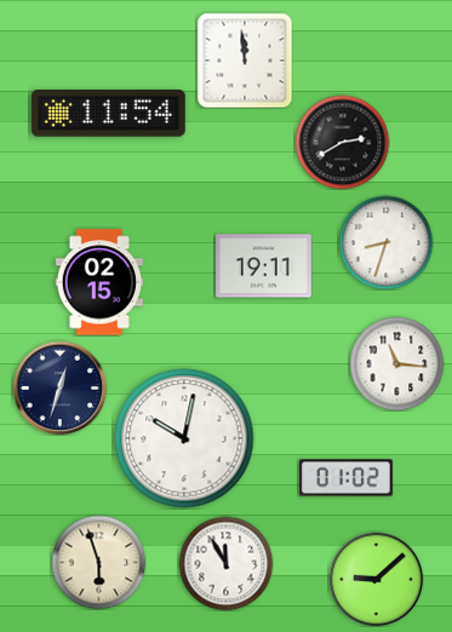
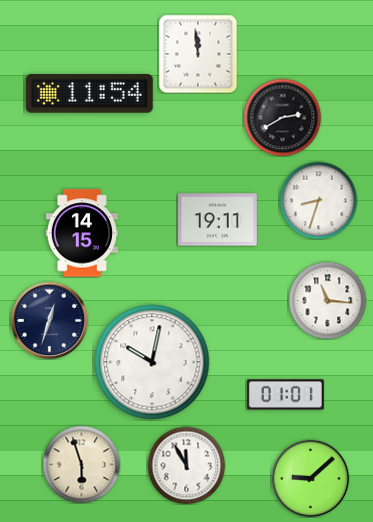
clock at (245, 61) position: (245, 61) -> (198, 54)
clock at (98, 282): 02:15 -> 14:15
clock at (347, 478): 01:02 -> 01:01
